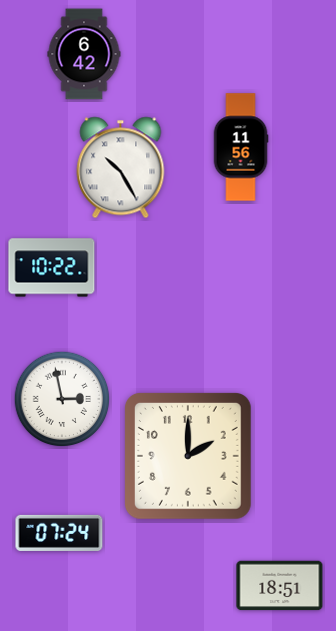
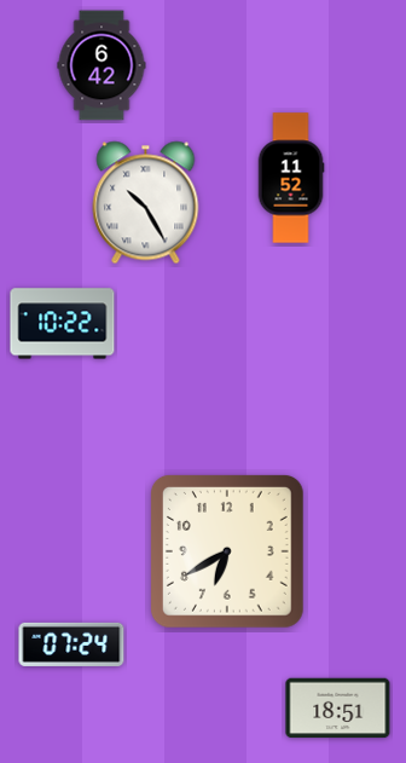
clock at (241, 147): 11:56 -> 11:52
clock at (62, 399): 2:58 -> none
clock at (188, 456): 2:00 -> 6:40
